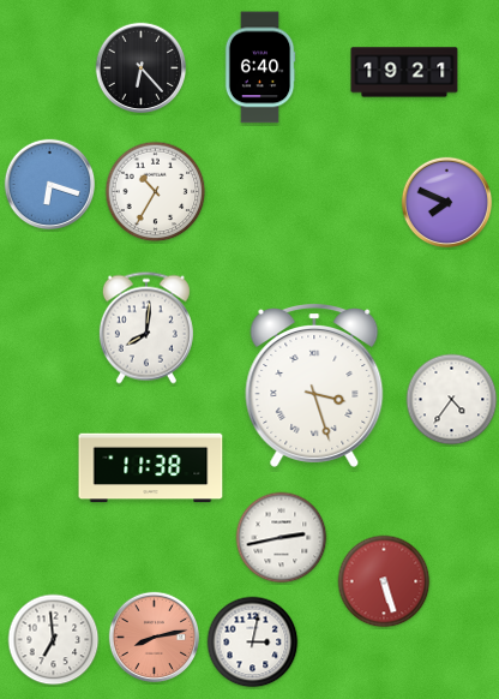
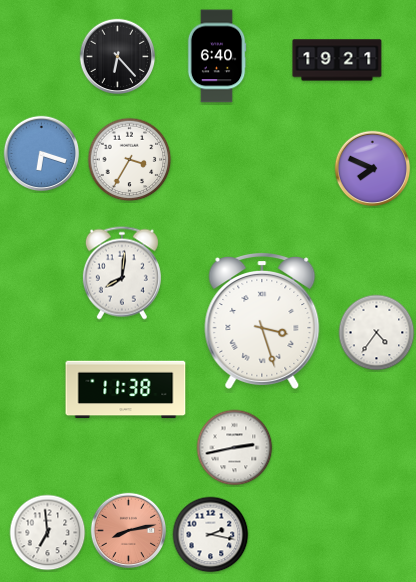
clock at (156, 192): 10:35 -> 3:35
clock at (384, 581): 5:27 -> none
clock at (54, 640) position: (54, 640) -> (48, 533)
clock at (253, 643): 3:02 -> 2:17
